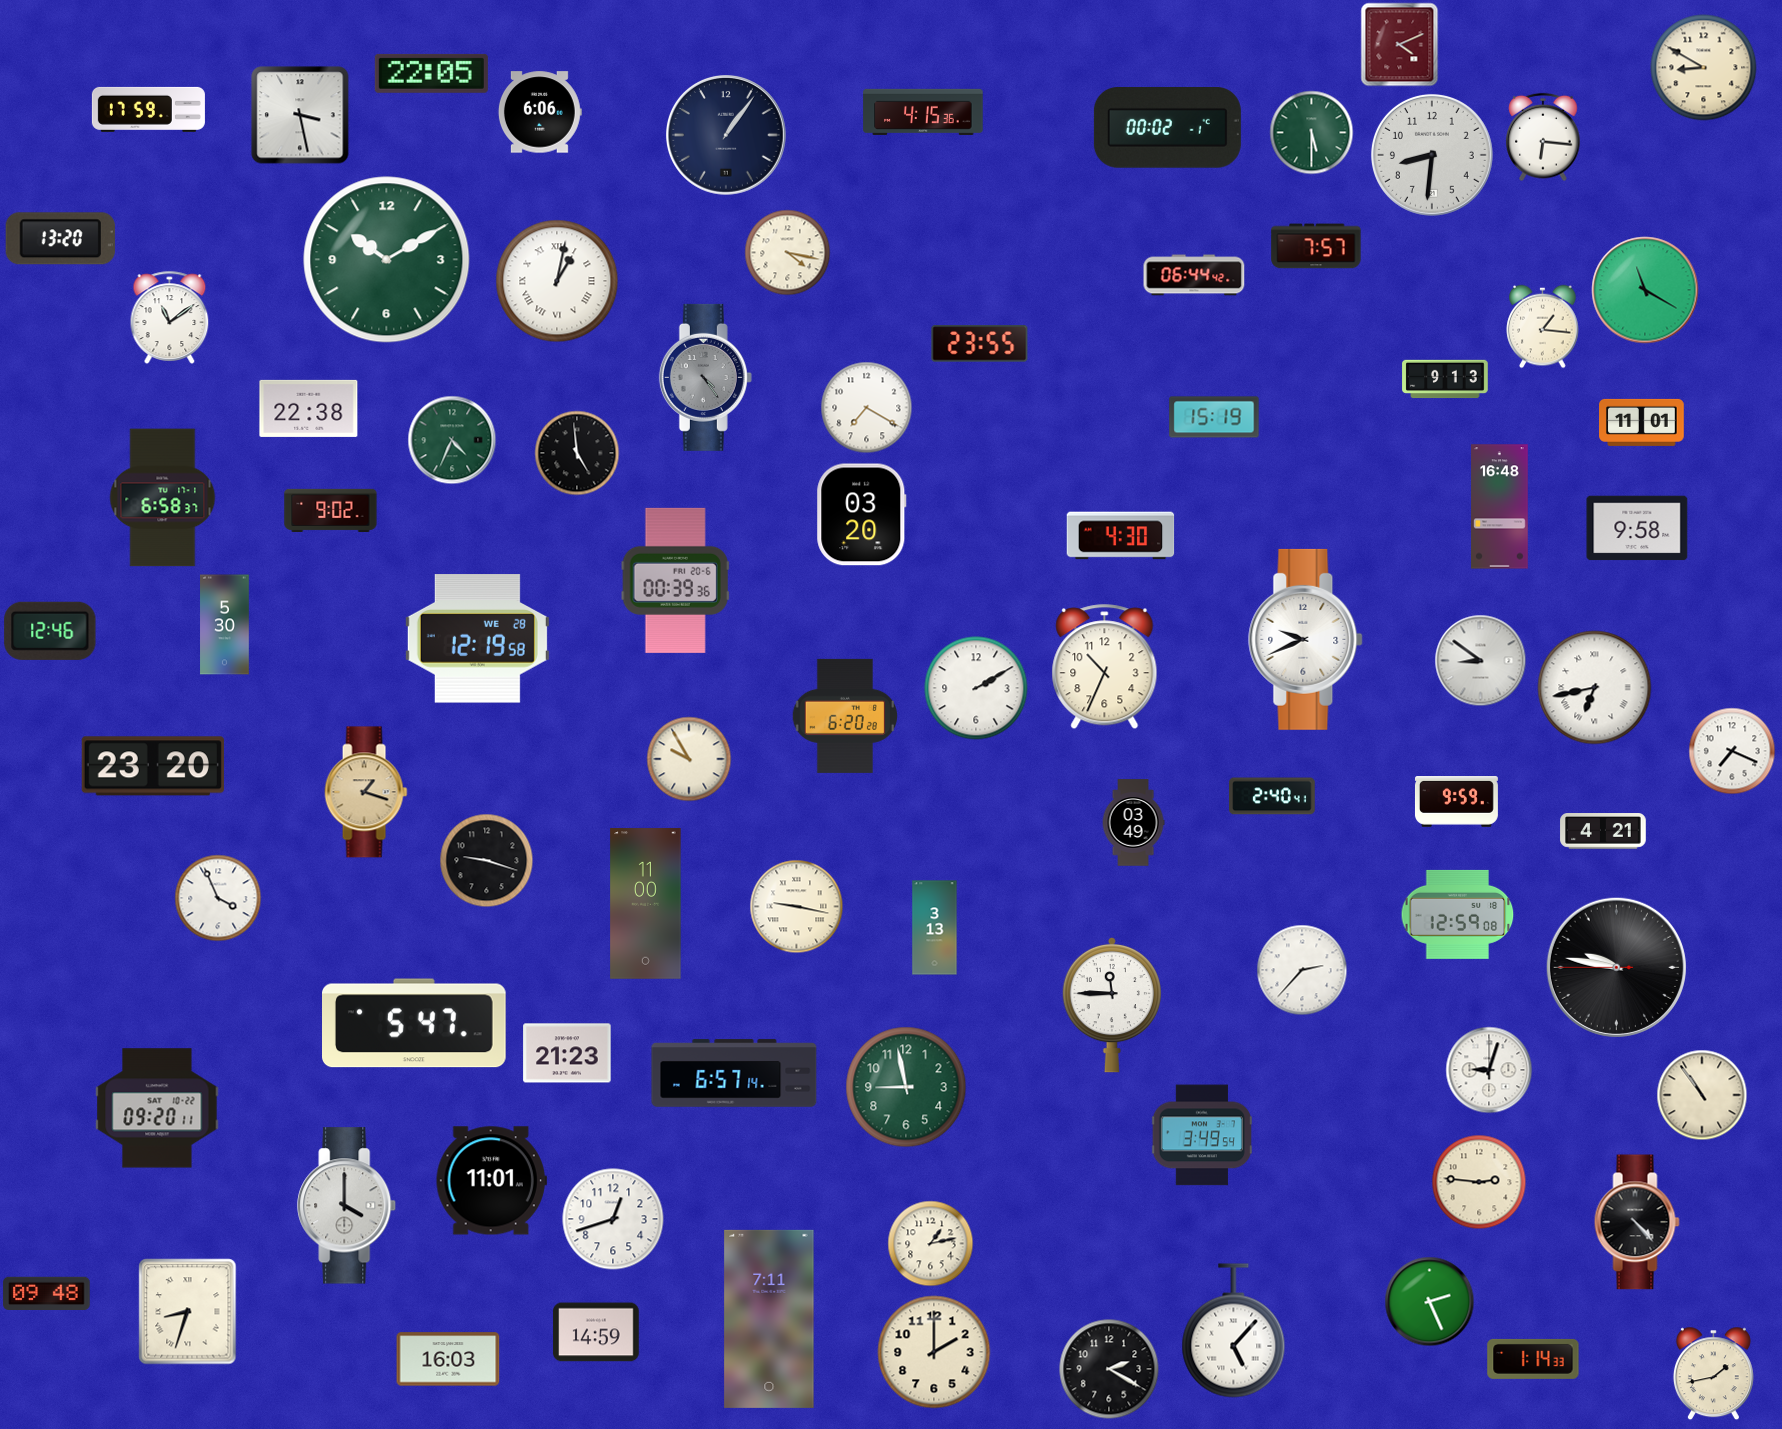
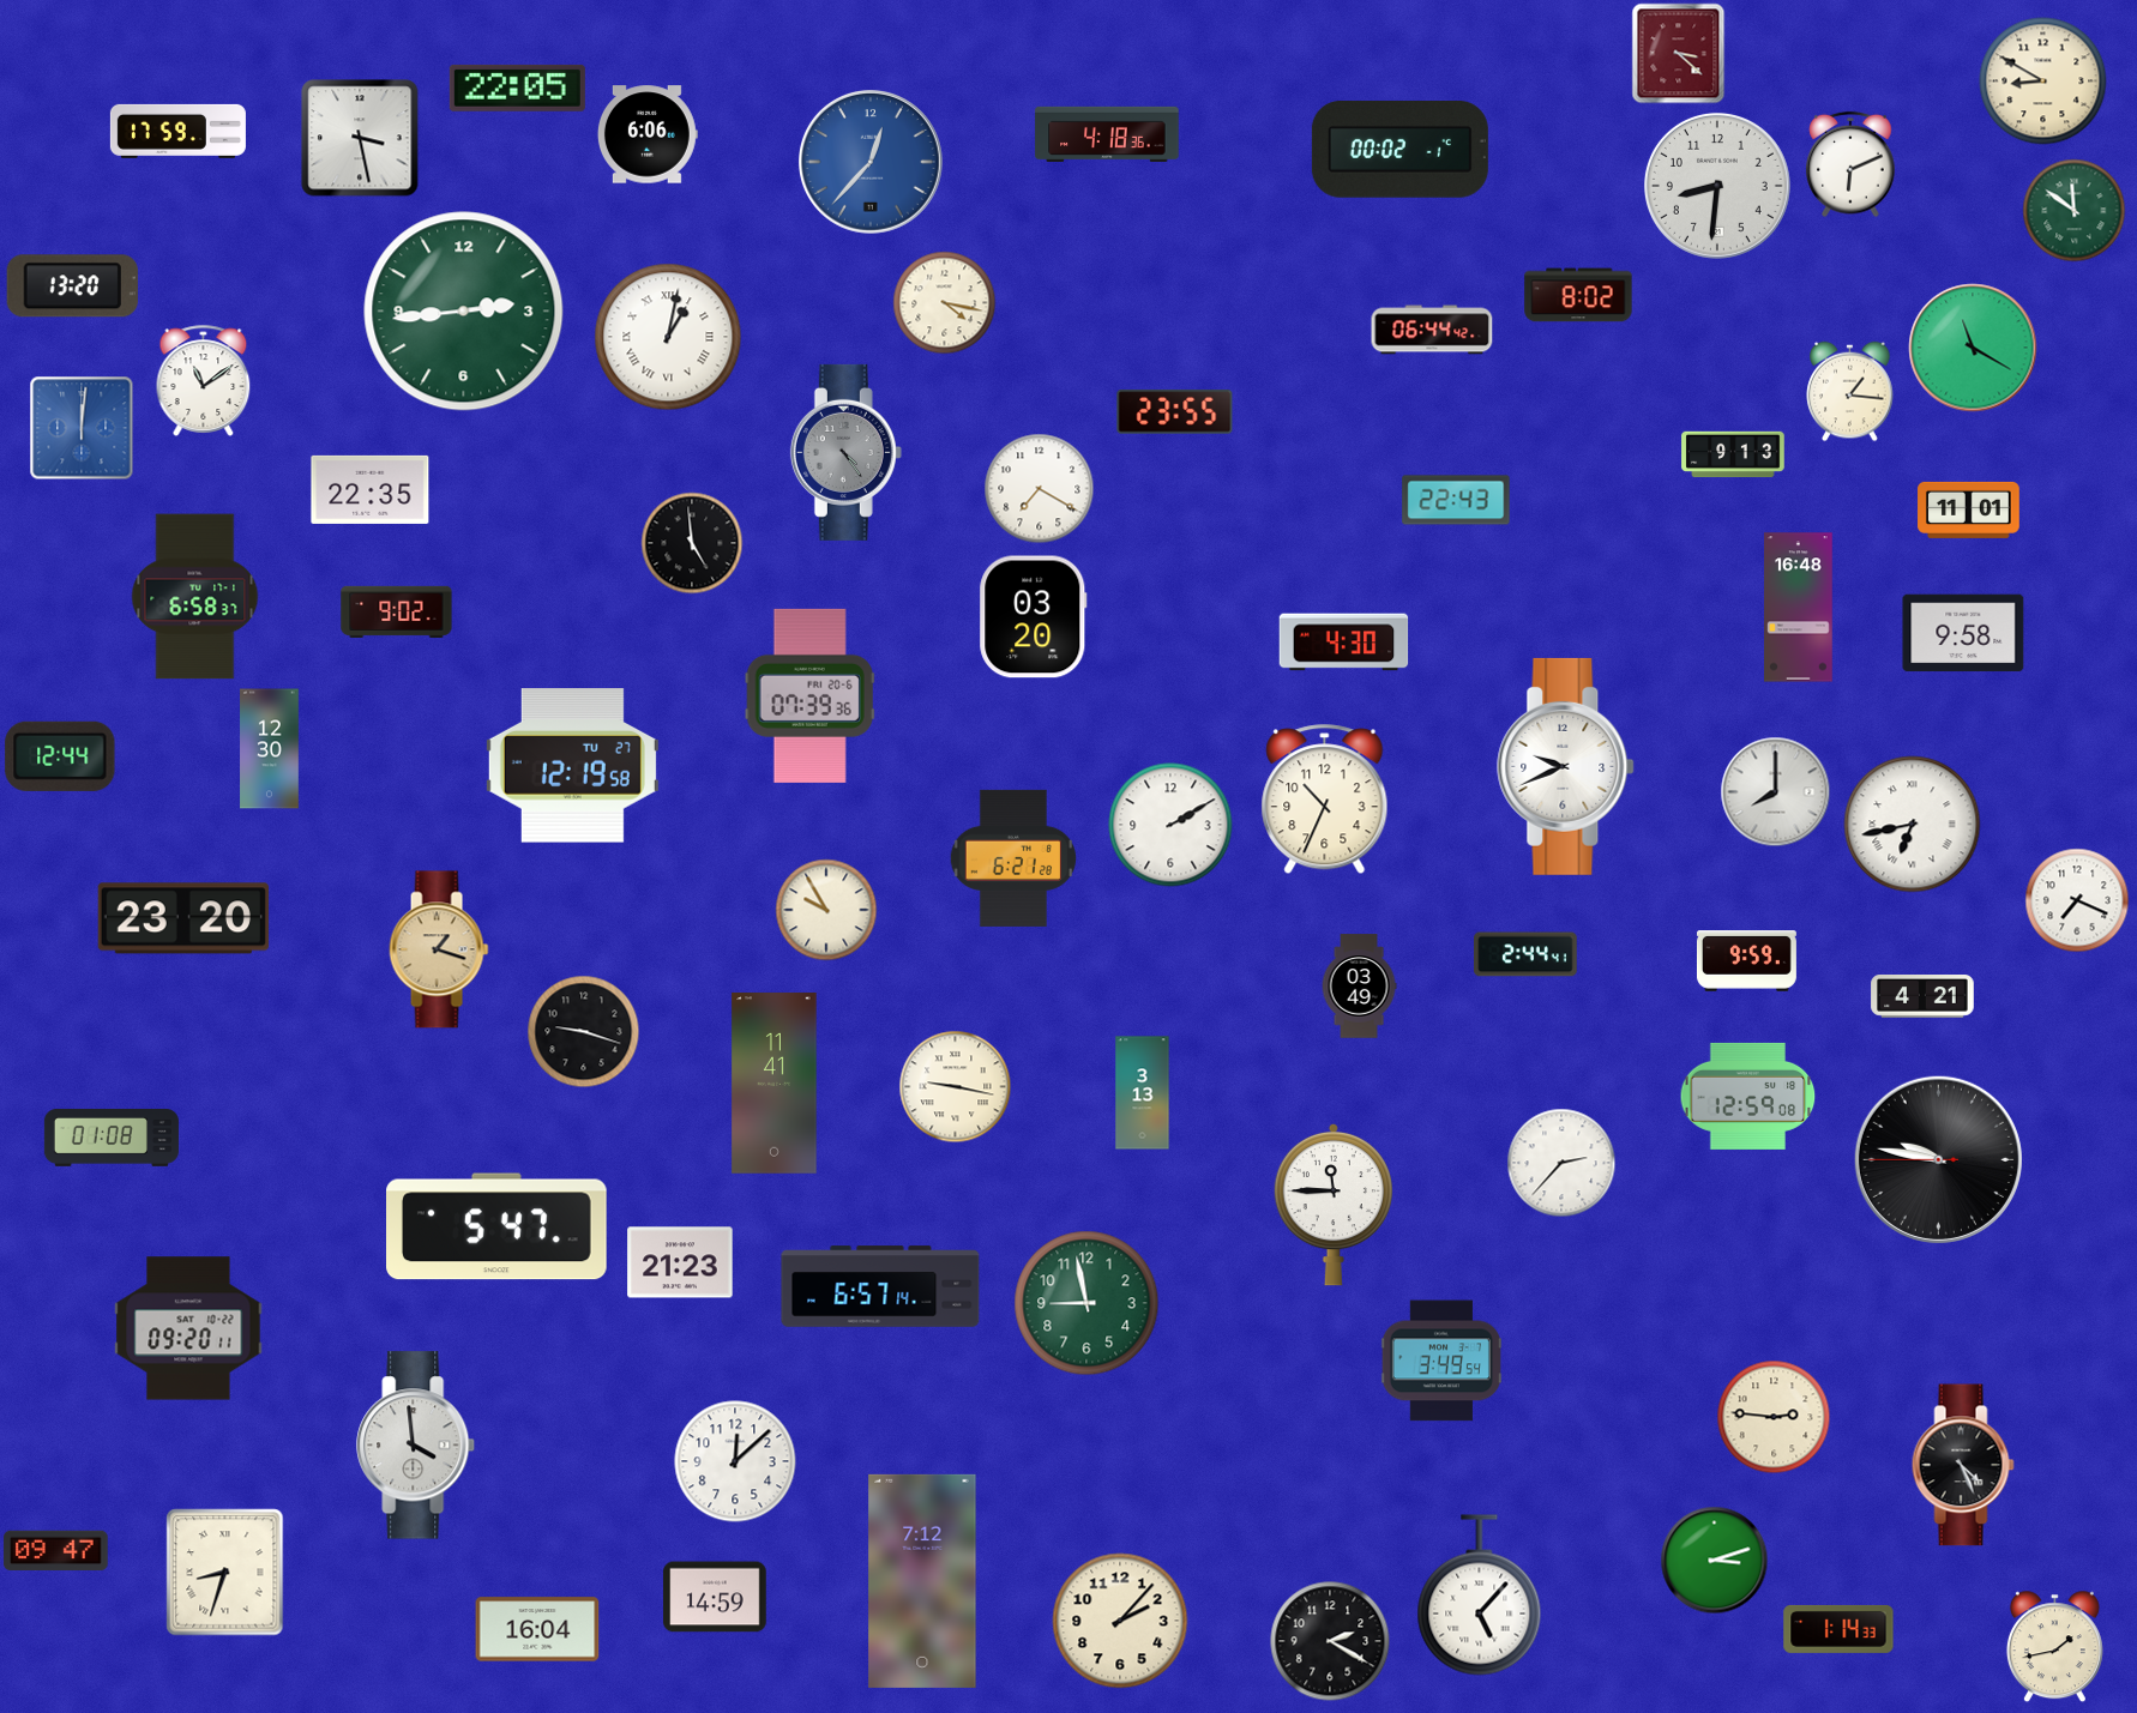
clock at (1400, 45): 4:11 -> 3:22
clock at (923, 112): 4:15 -> 4:18
clock at (1167, 128) position: (1167, 128) -> (1399, 150)
clock at (1312, 133): 5:30 -> none
clock at (727, 136): 1:06 -> 12:37
clock at (727, 136) dial: navy -> blue
clock at (1543, 137): 6:16 -> 6:11
clock at (2075, 211): none -> 11:51
clock at (1316, 246): 7:57 -> 8:02
clock at (387, 260): 10:10 -> 2:44
clock at (82, 428): none -> 12:01
clock at (309, 408): 22:38 -> 22:35
clock at (1214, 417): 15:19 -> 22:43
clock at (1642, 422) position: (1642, 422) -> (1969, 509)
clock at (452, 440): 4:34 -> none
clock at (675, 580): 00:39 -> 07:39
clock at (225, 625): 5:30 -> 12:30
clock at (50, 631): 12:46 -> 12:44
clock at (477, 639) date: WE 28 -> TU 27
clock at (1481, 661): 8:51 -> 8:00
clock at (844, 716): 6:20 -> 6:21
clock at (1272, 796): 2:40 -> 2:44
clock at (218, 898): 3:56 -> none
clock at (646, 904): 11:00 -> 11:41
clock at (935, 928) position: (935, 928) -> (1143, 1093)
clock at (112, 1138): none -> 01:08
clock at (1489, 1070): 9:03 -> none
clock at (1702, 1095): 10:54 -> none
clock at (491, 1181): 11:01 -> none
clock at (347, 1206): 4:00 -> 3:59
clock at (613, 1219): 12:42 -> 12:08
clock at (1637, 1222): 4:23 -> 4:26
clock at (931, 1244): 1:13 -> none
clock at (47, 1293): 09:48 -> 09:47
clock at (1430, 1302): 2:26 -> 3:12
clock at (769, 1319): 7:11 -> 7:12
clock at (934, 1352): 2:00 -> 2:07
clock at (448, 1359): 16:03 -> 16:04
